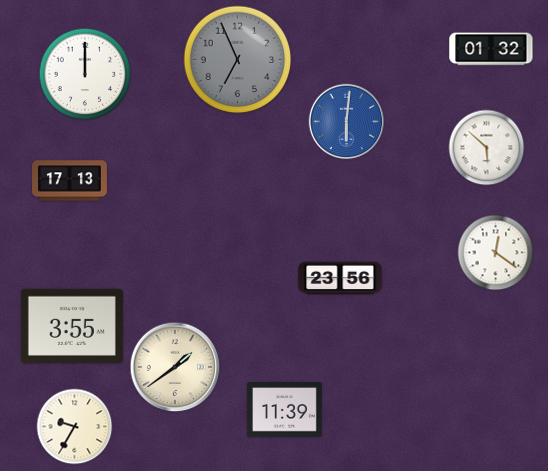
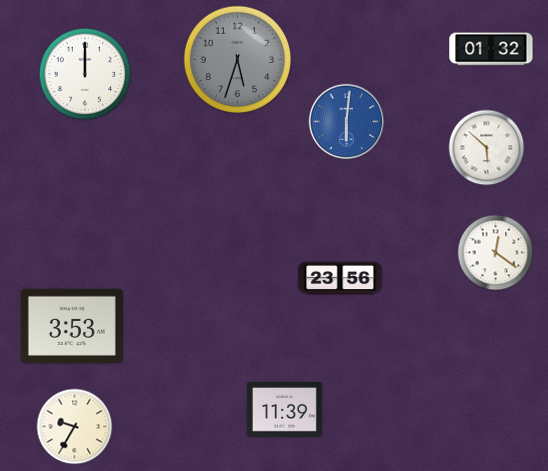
clock at (238, 60): 6:56 -> 5:33
clock at (70, 181): 17:13 -> none
clock at (72, 326): 3:55 -> 3:53
clock at (175, 367): 1:39 -> none
